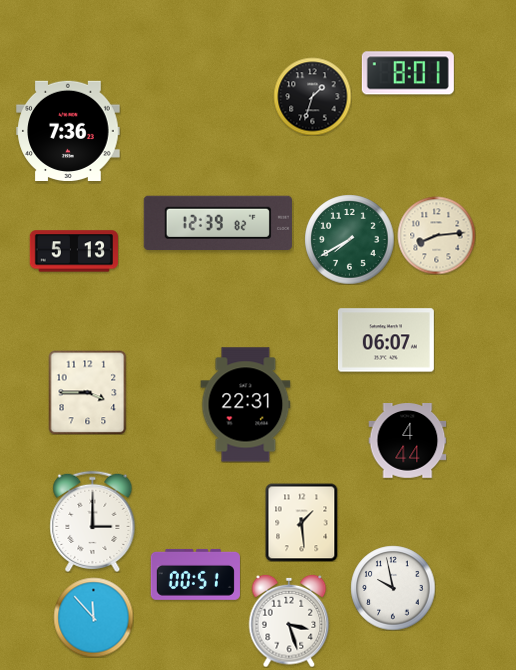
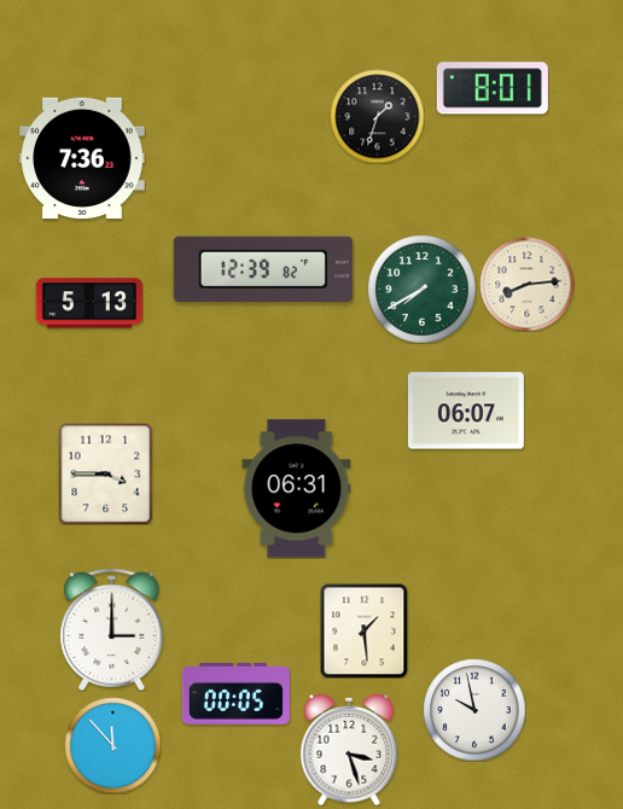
clock at (246, 405): 22:31 -> 06:31
clock at (407, 441): 4:44 -> none
clock at (195, 574): 00:51 -> 00:05
